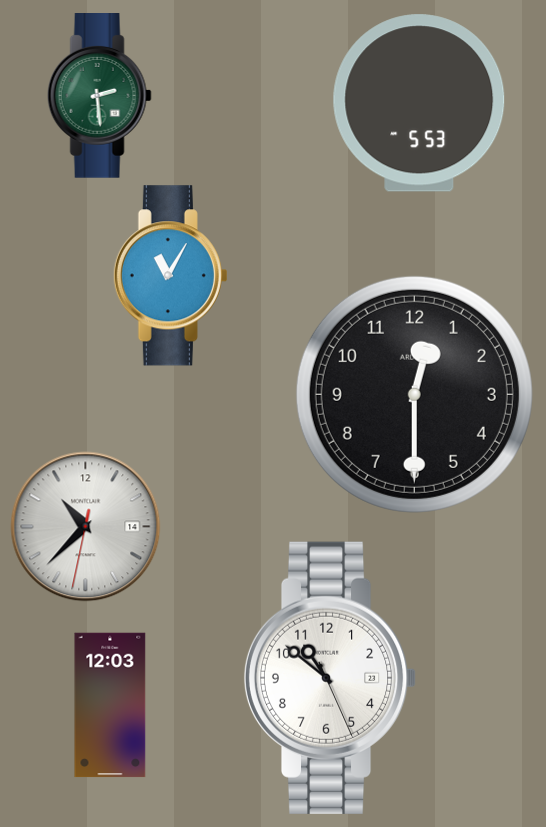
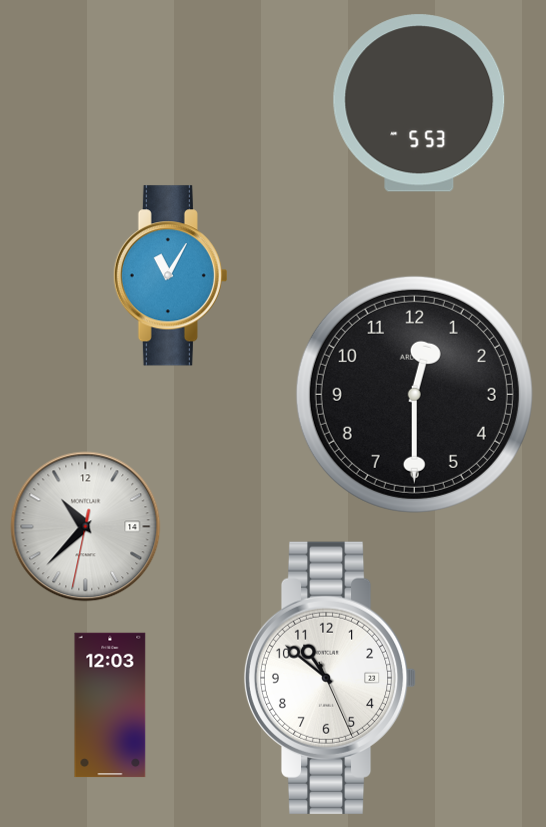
clock at (99, 96): 2:29 -> none
